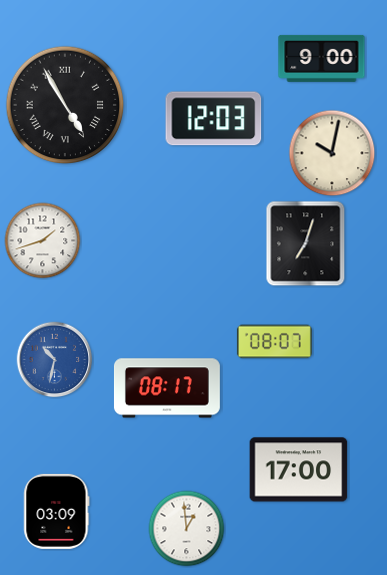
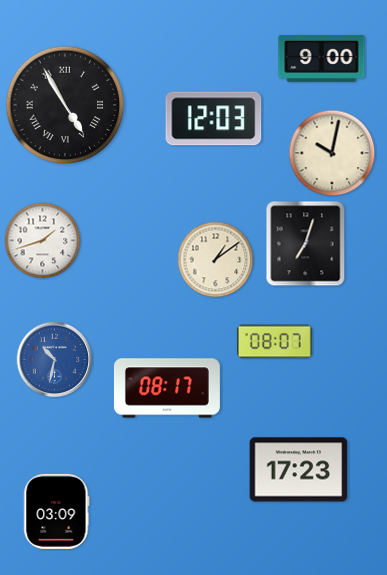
clock at (216, 260): none -> 1:09
clock at (299, 470): 17:00 -> 17:23
clock at (187, 529): 12:59 -> none
